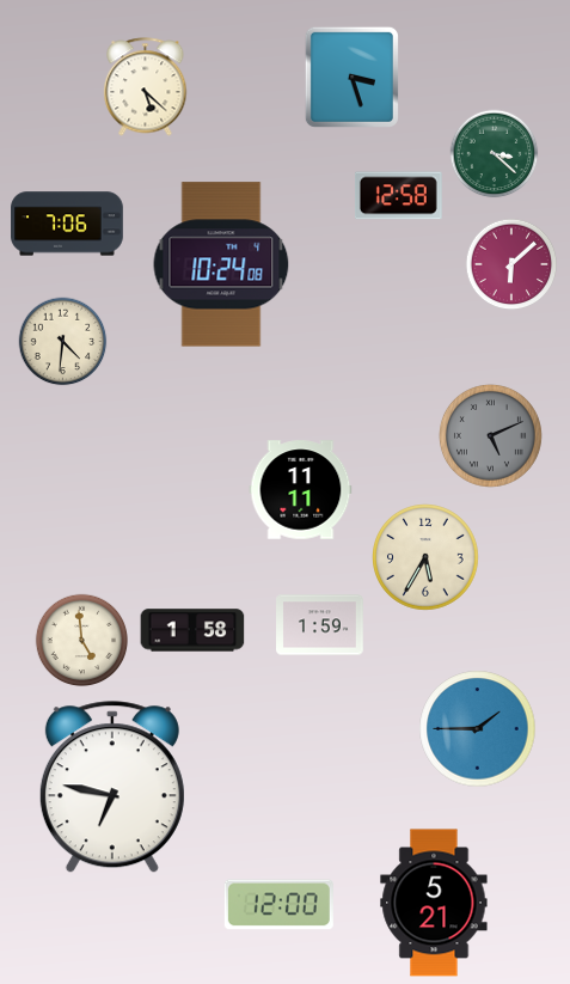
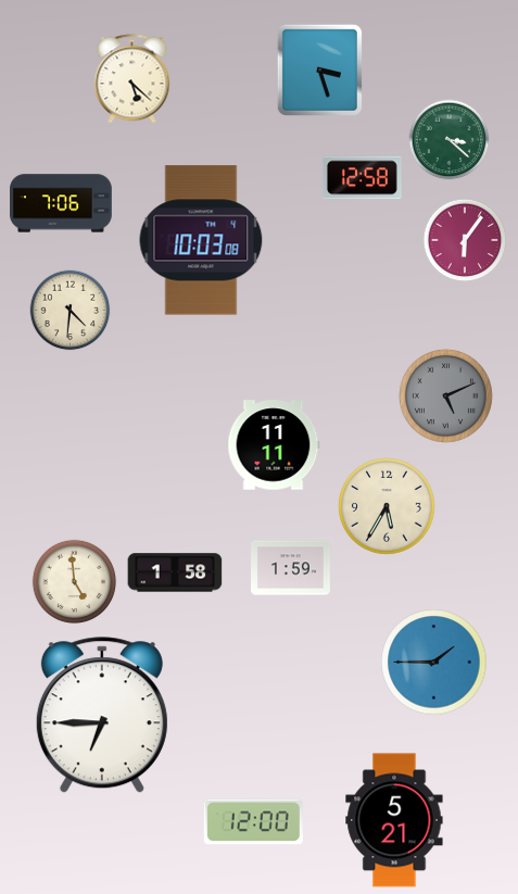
clock at (221, 264): 10:24 -> 10:03
clock at (511, 264): 6:08 -> 6:06
clock at (63, 342) position: (63, 342) -> (71, 311)
clock at (112, 788): 6:47 -> 6:45
